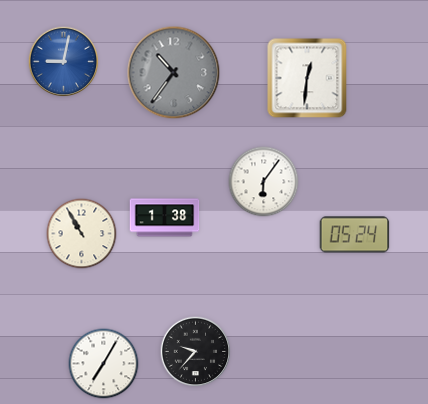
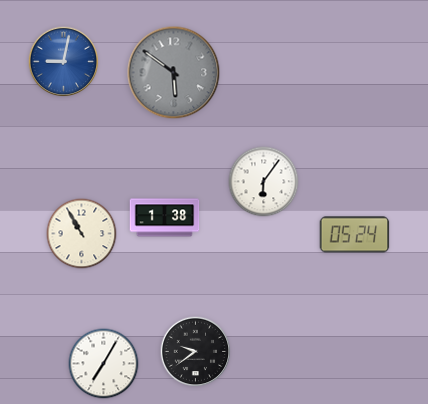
clock at (174, 73): 10:36 -> 5:51
clock at (307, 78): 12:31 -> none
clock at (196, 352): 9:37 -> 9:39
